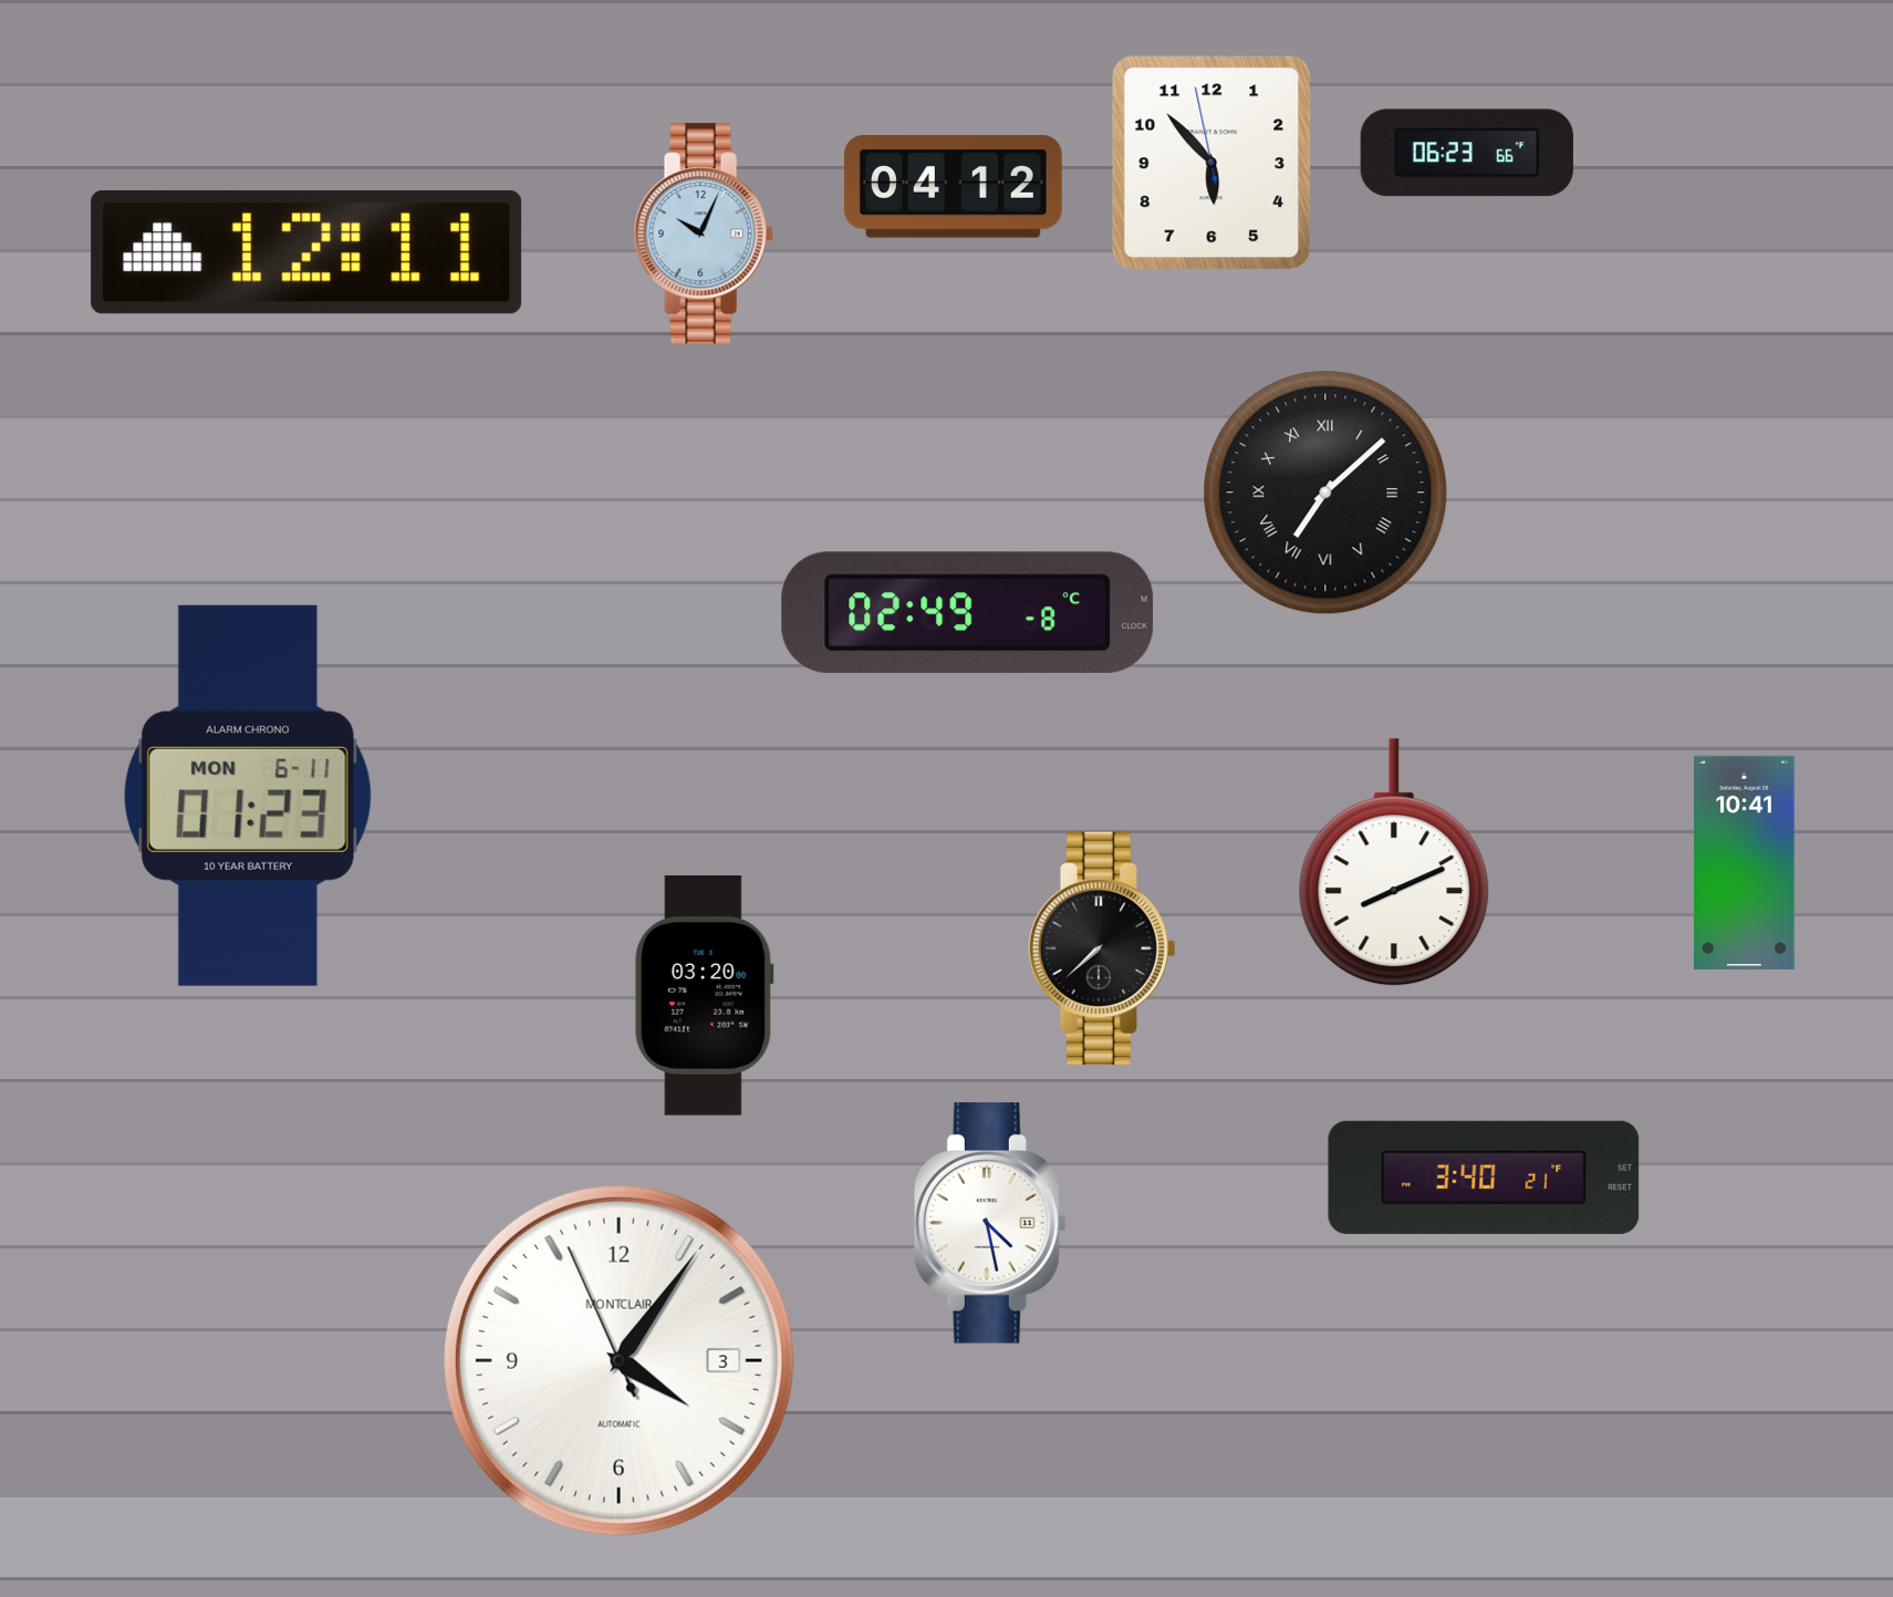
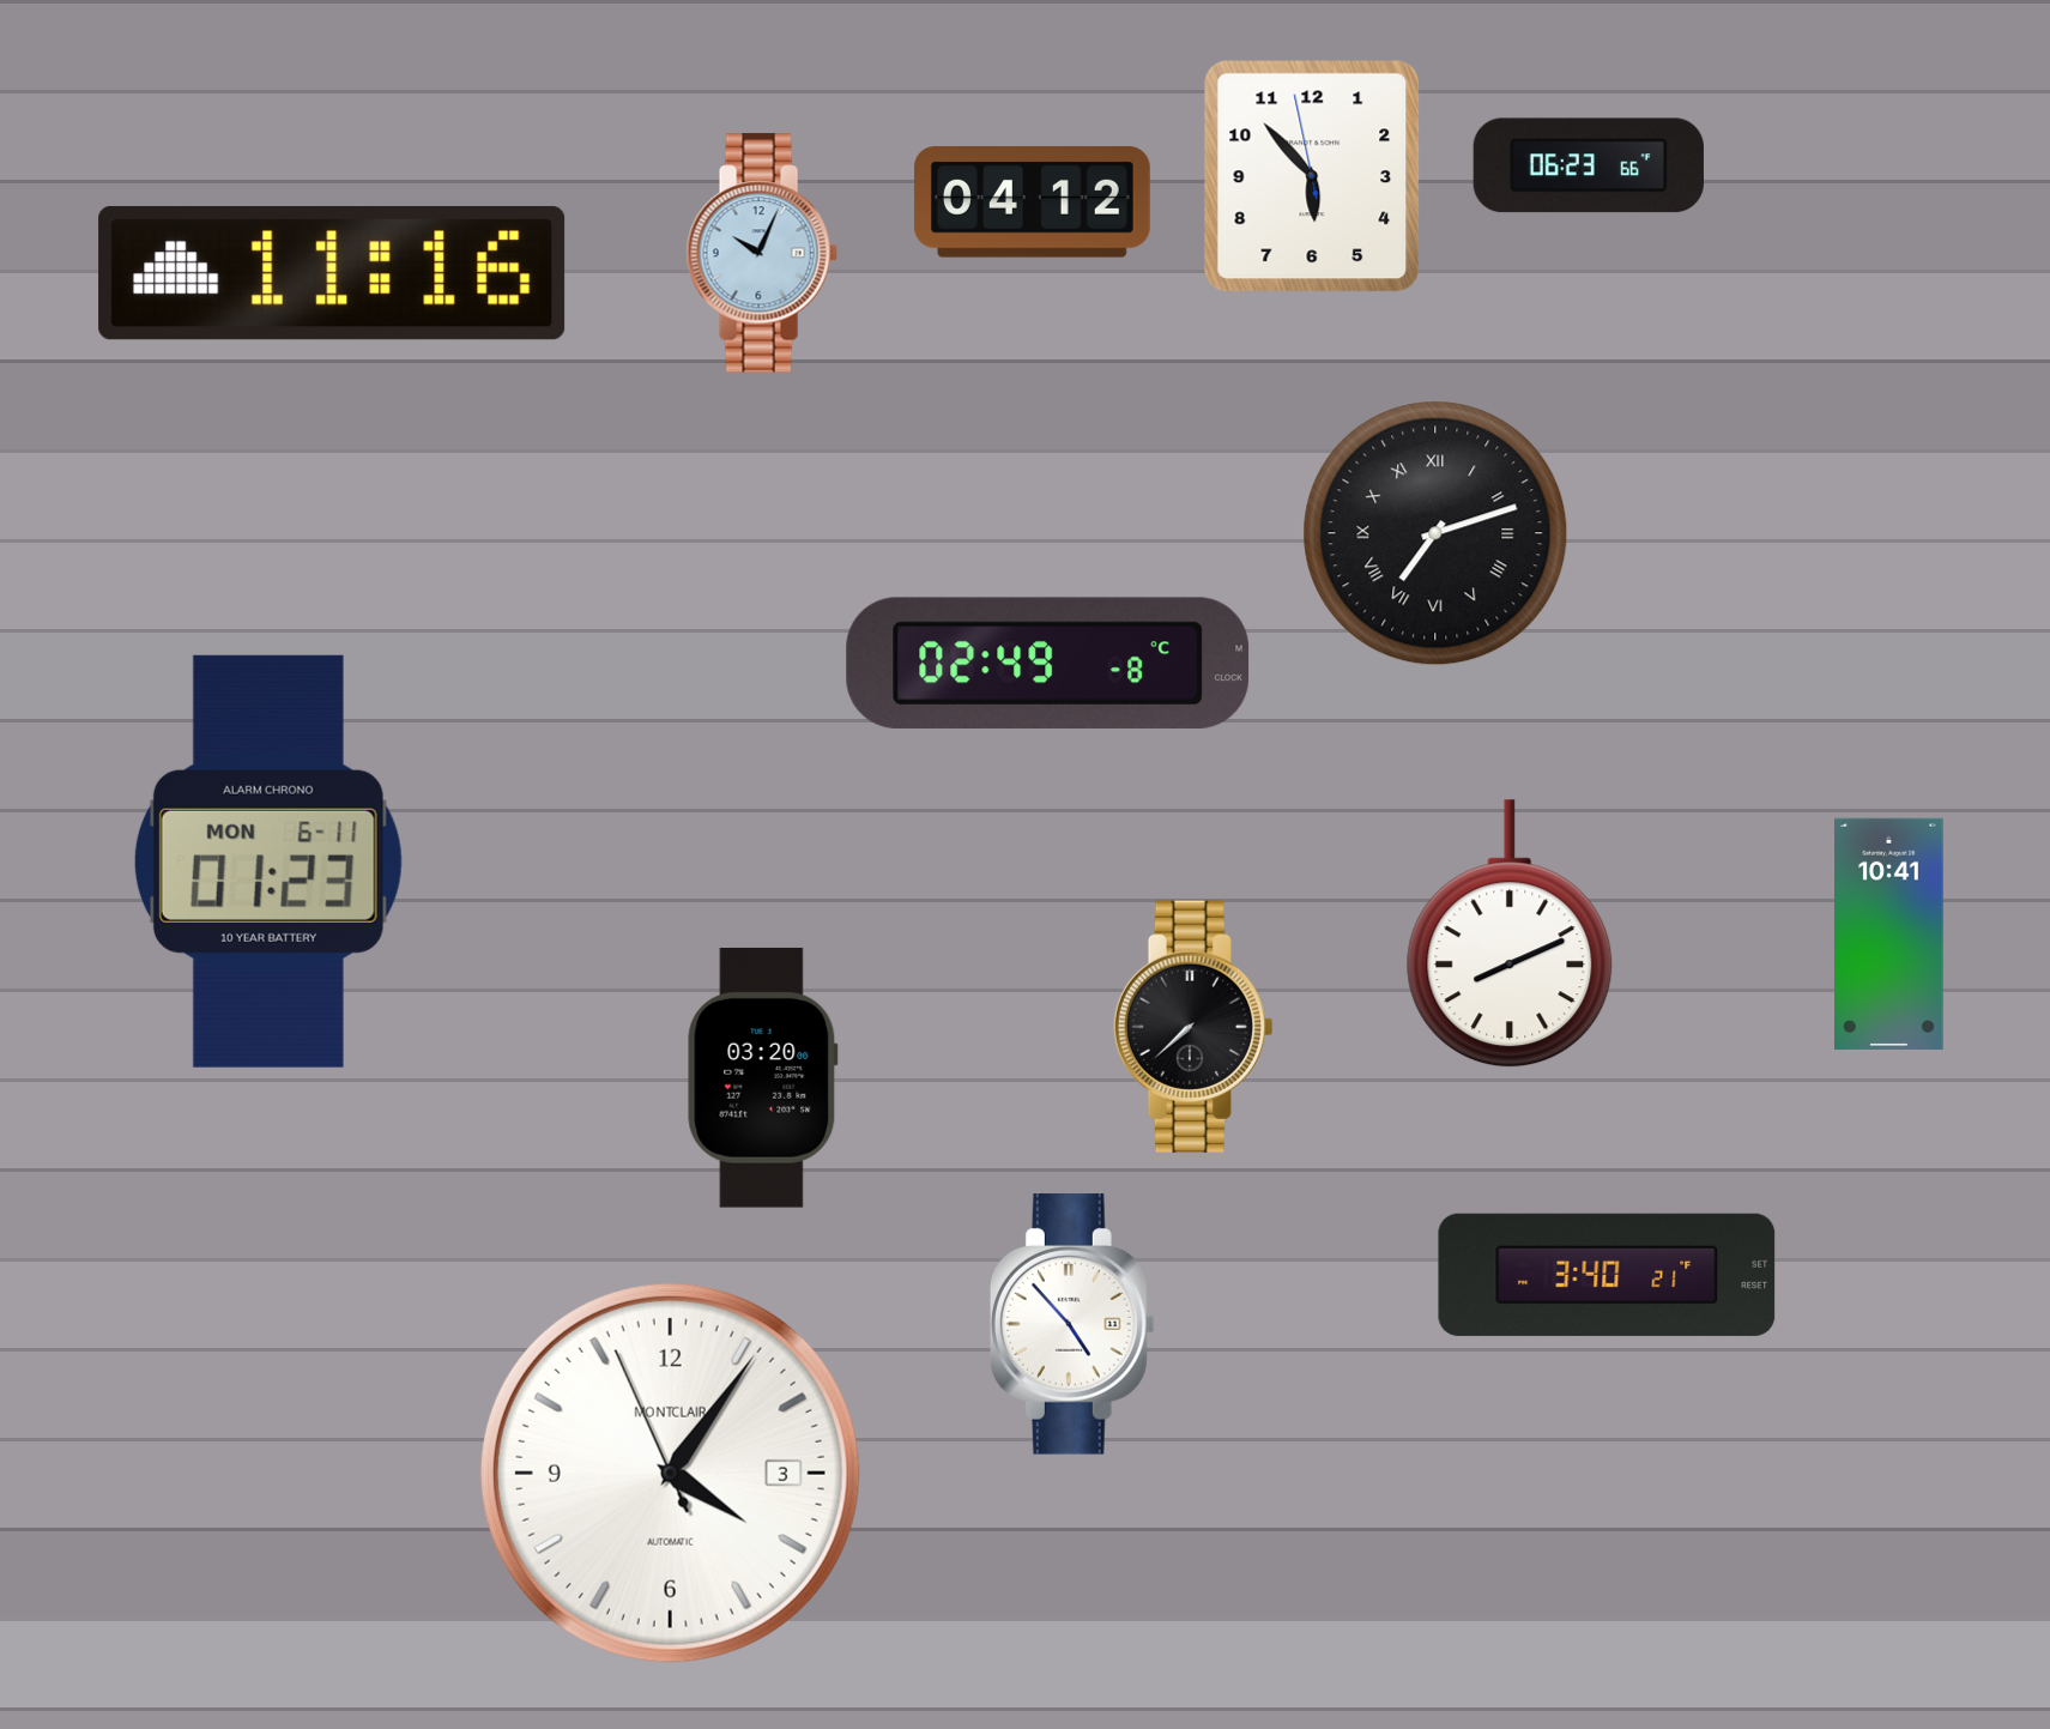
clock at (306, 252): 12:11 -> 11:16
clock at (1325, 492): 7:08 -> 7:12
clock at (990, 1223): 4:28 -> 4:53
